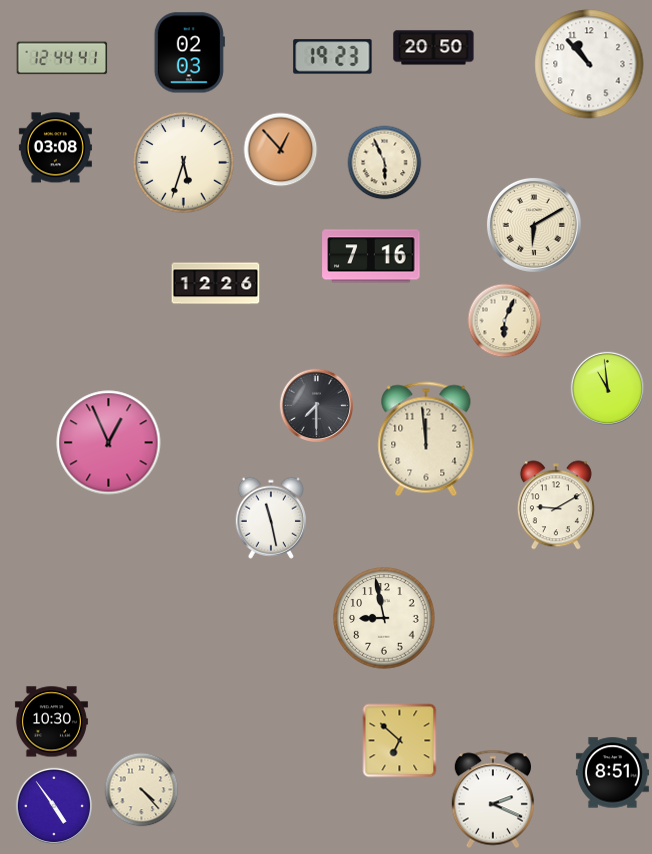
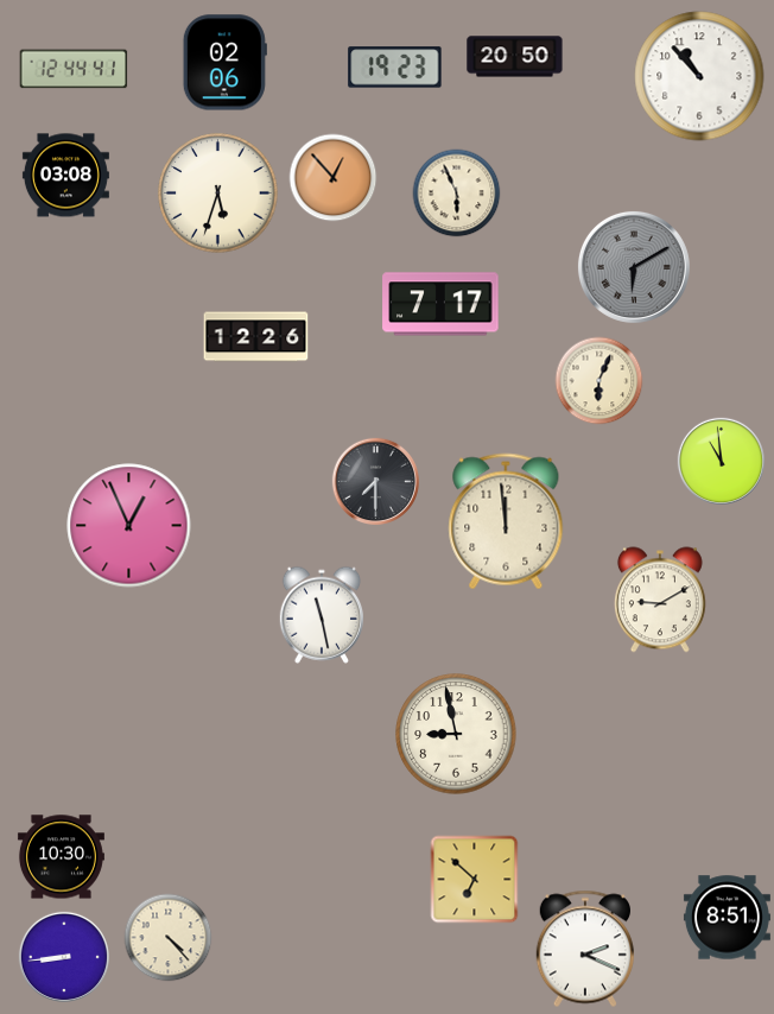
clock at (189, 53): 02:03 -> 02:06
clock at (534, 225) dial: cream -> grey
clock at (371, 256): 7:16 -> 7:17
clock at (54, 806): 4:54 -> 8:44
